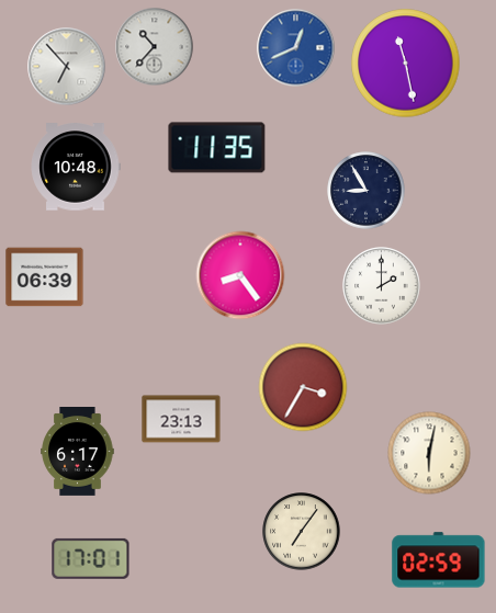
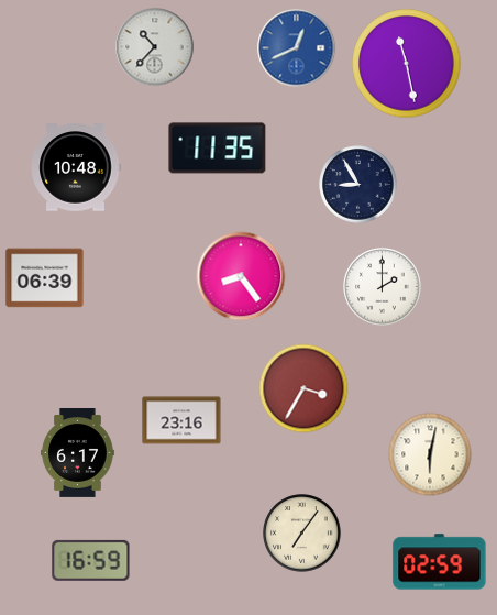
clock at (67, 67): 6:53 -> none
clock at (367, 191) position: (367, 191) -> (358, 185)
clock at (181, 419): 23:13 -> 23:16
clock at (91, 558): 17:01 -> 16:59
